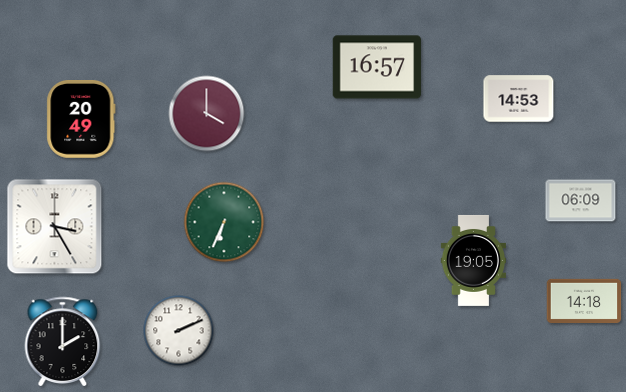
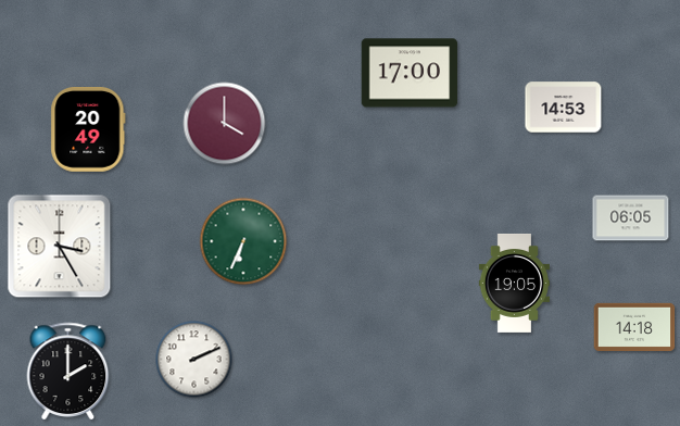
clock at (377, 67): 16:57 -> 17:00
clock at (581, 201): 06:09 -> 06:05
